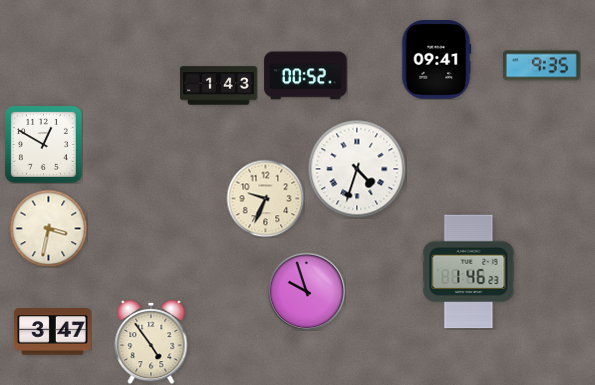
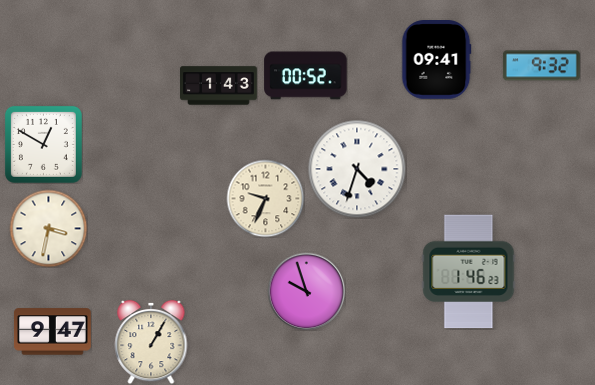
clock at (541, 66): 9:35 -> 9:32
clock at (52, 332): 3:47 -> 9:47
clock at (151, 342): 4:54 -> 1:05
